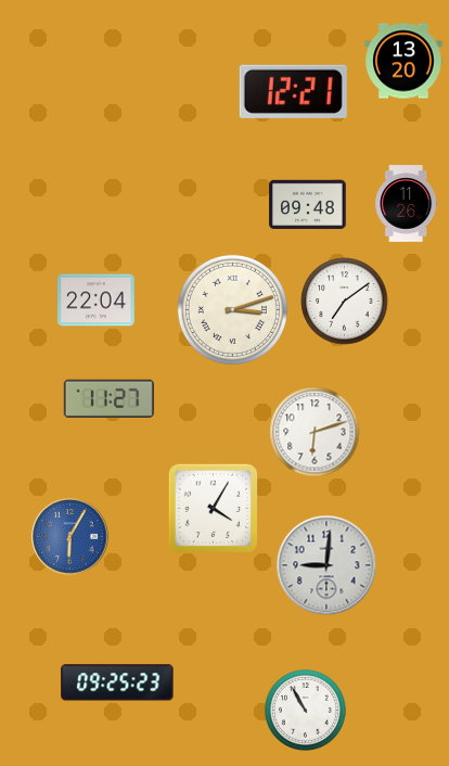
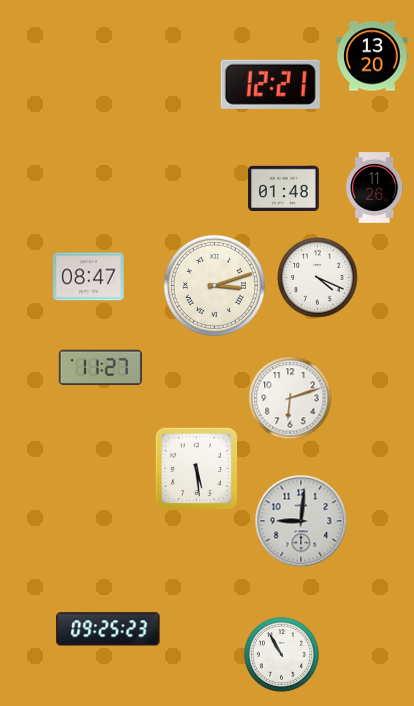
clock at (308, 204): 09:48 -> 01:48
clock at (97, 301): 22:04 -> 08:47
clock at (345, 302): 7:09 -> 4:19
clock at (214, 509): 4:05 -> 5:29
clock at (70, 537): 6:05 -> none
